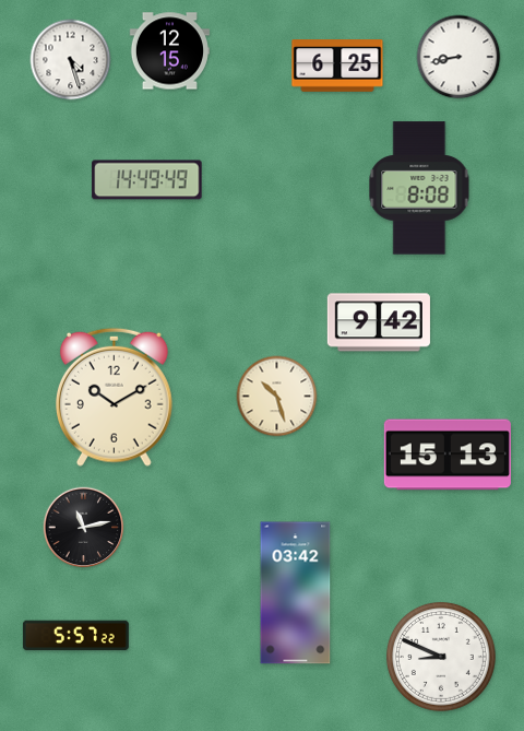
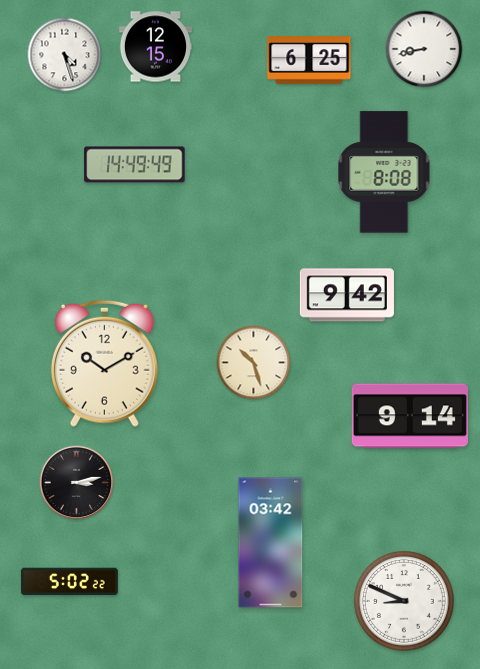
clock at (458, 57) position: (458, 57) -> (424, 49)
clock at (448, 455): 15:13 -> 9:14
clock at (84, 528): 11:13 -> 3:13
clock at (75, 636): 5:57 -> 5:02
